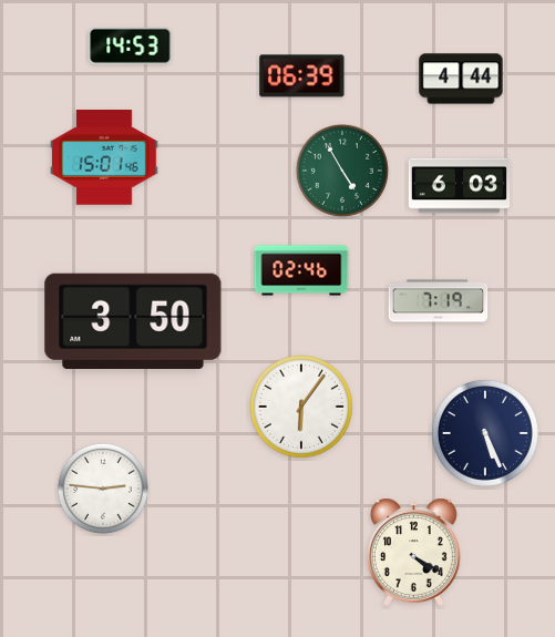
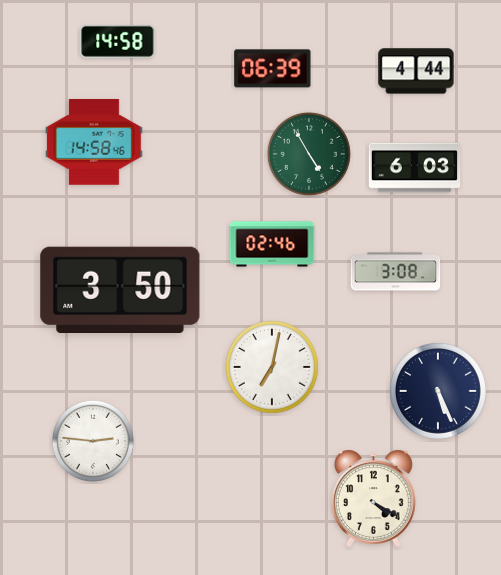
clock at (131, 45): 14:53 -> 14:58
clock at (105, 158): 15:01 -> 14:58
clock at (439, 301): 7:19 -> 3:08
clock at (301, 407): 6:06 -> 7:02
